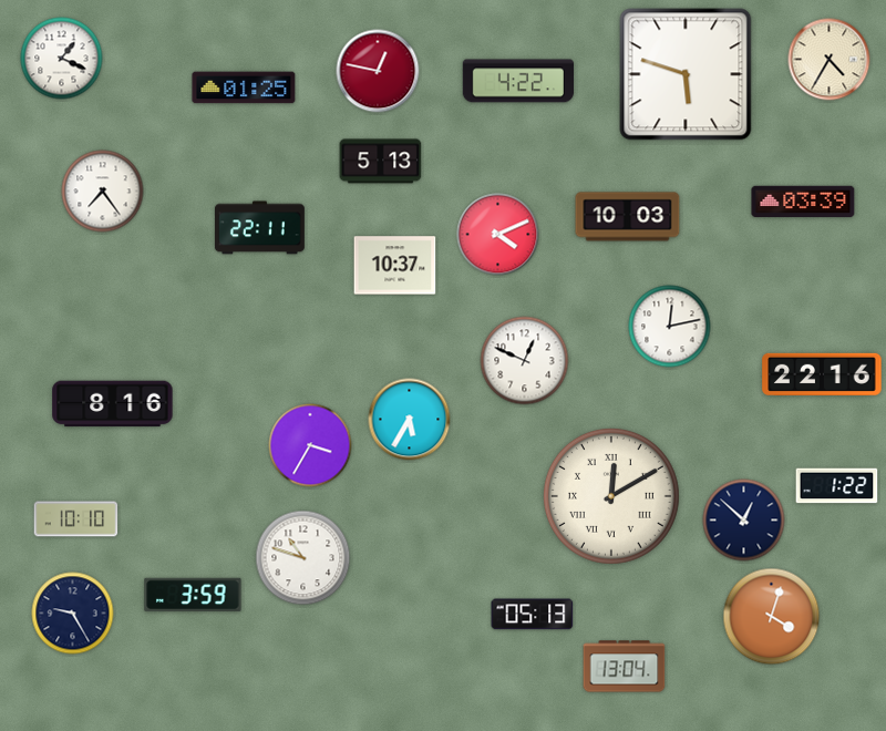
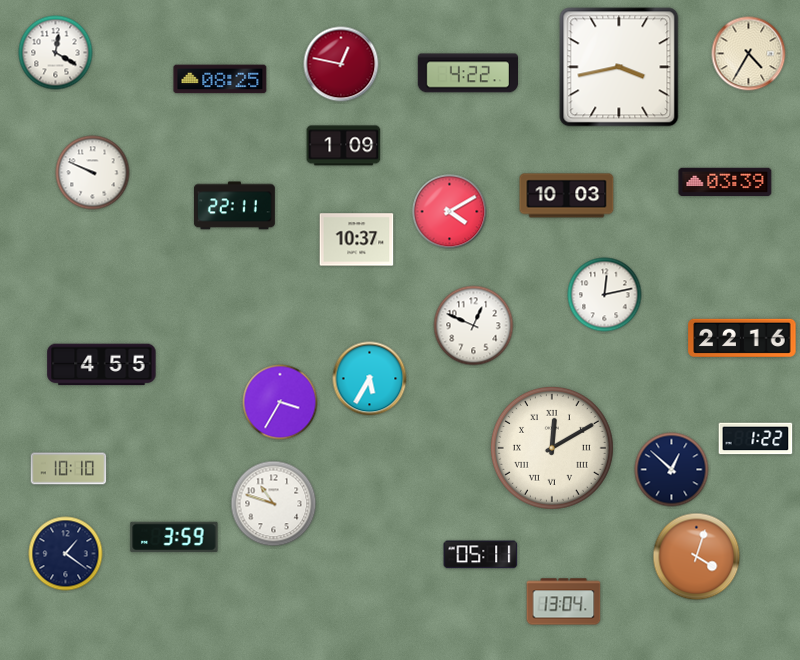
clock at (62, 59): 1:19 -> 12:20
clock at (686, 74): 5:48 -> 3:43
clock at (244, 87): 01:25 -> 08:25
clock at (381, 162): 5:13 -> 1:09
clock at (103, 192): 7:24 -> 9:49
clock at (498, 235): 4:11 -> 4:10
clock at (113, 404): 8:16 -> 4:55
clock at (73, 614): 9:25 -> 1:21
clock at (533, 615): 05:13 -> 05:11
